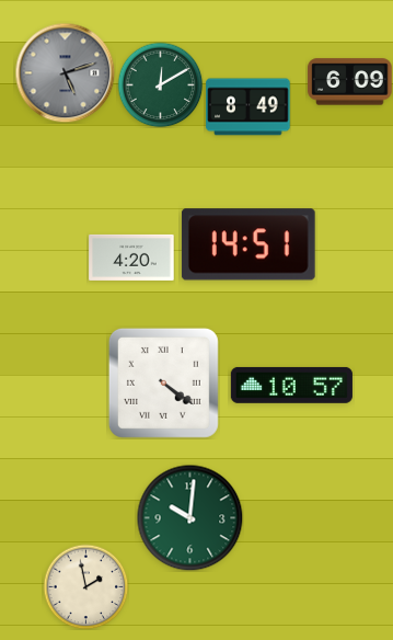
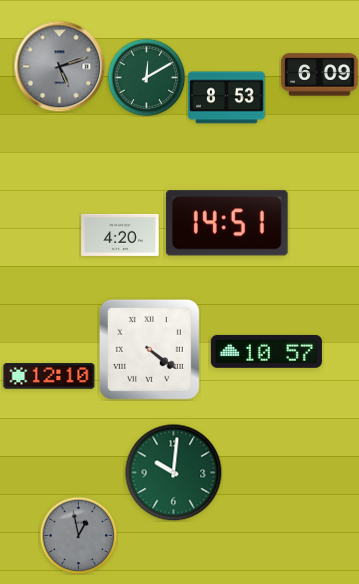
clock at (248, 107): 8:49 -> 8:53
clock at (49, 376): none -> 12:10
clock at (85, 586): 1:58 -> 12:58
clock at (85, 586) dial: cream -> grey
